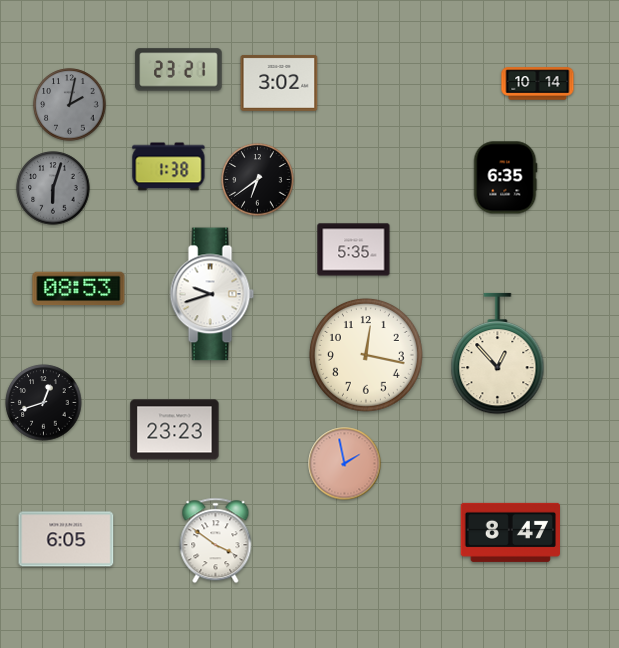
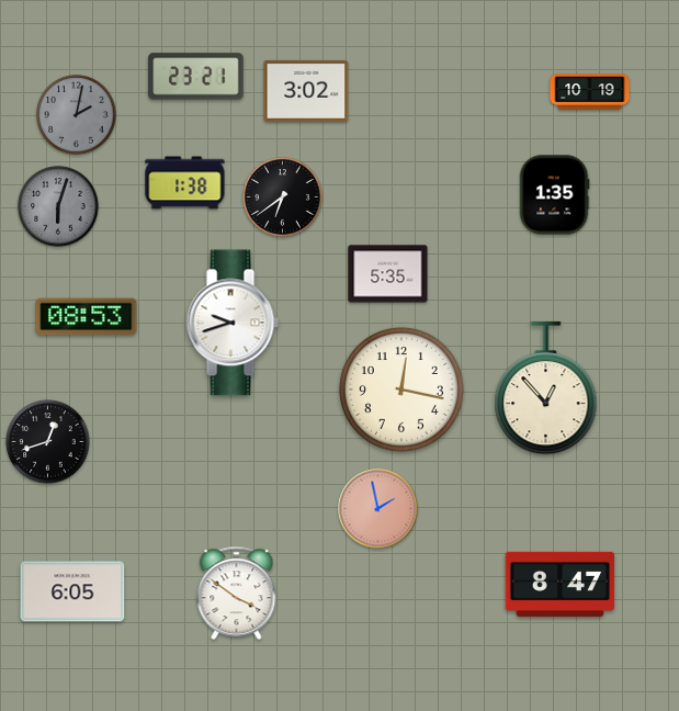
clock at (538, 84): 10:14 -> 10:19
clock at (505, 178): 6:35 -> 1:35
clock at (175, 430): 23:23 -> none
